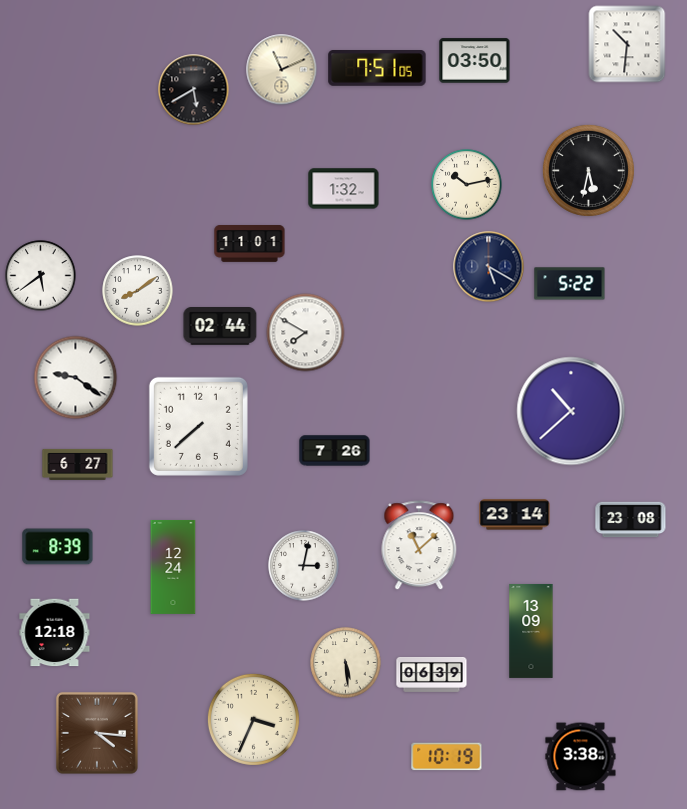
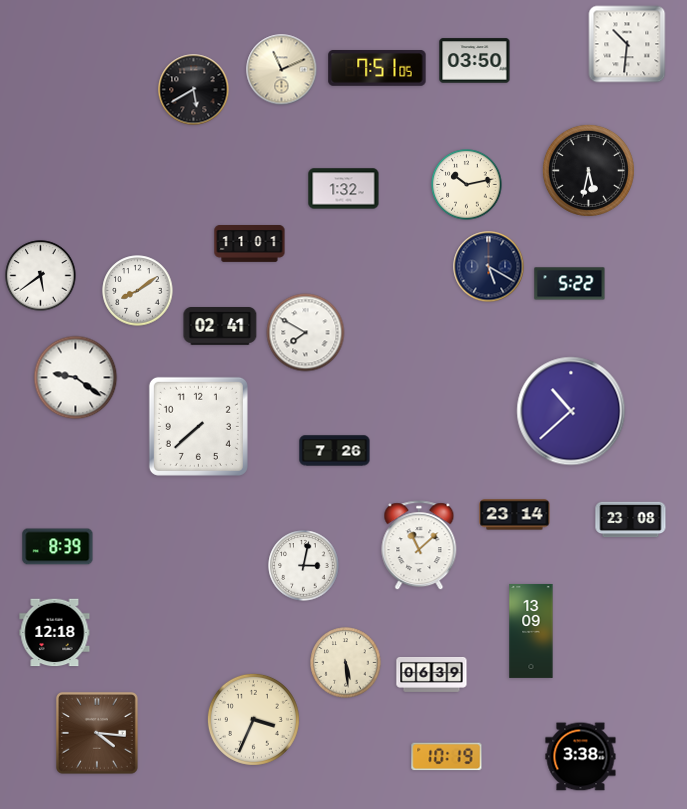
clock at (220, 327): 02:44 -> 02:41
clock at (78, 464): 6:27 -> none
clock at (173, 567): 12:24 -> none
